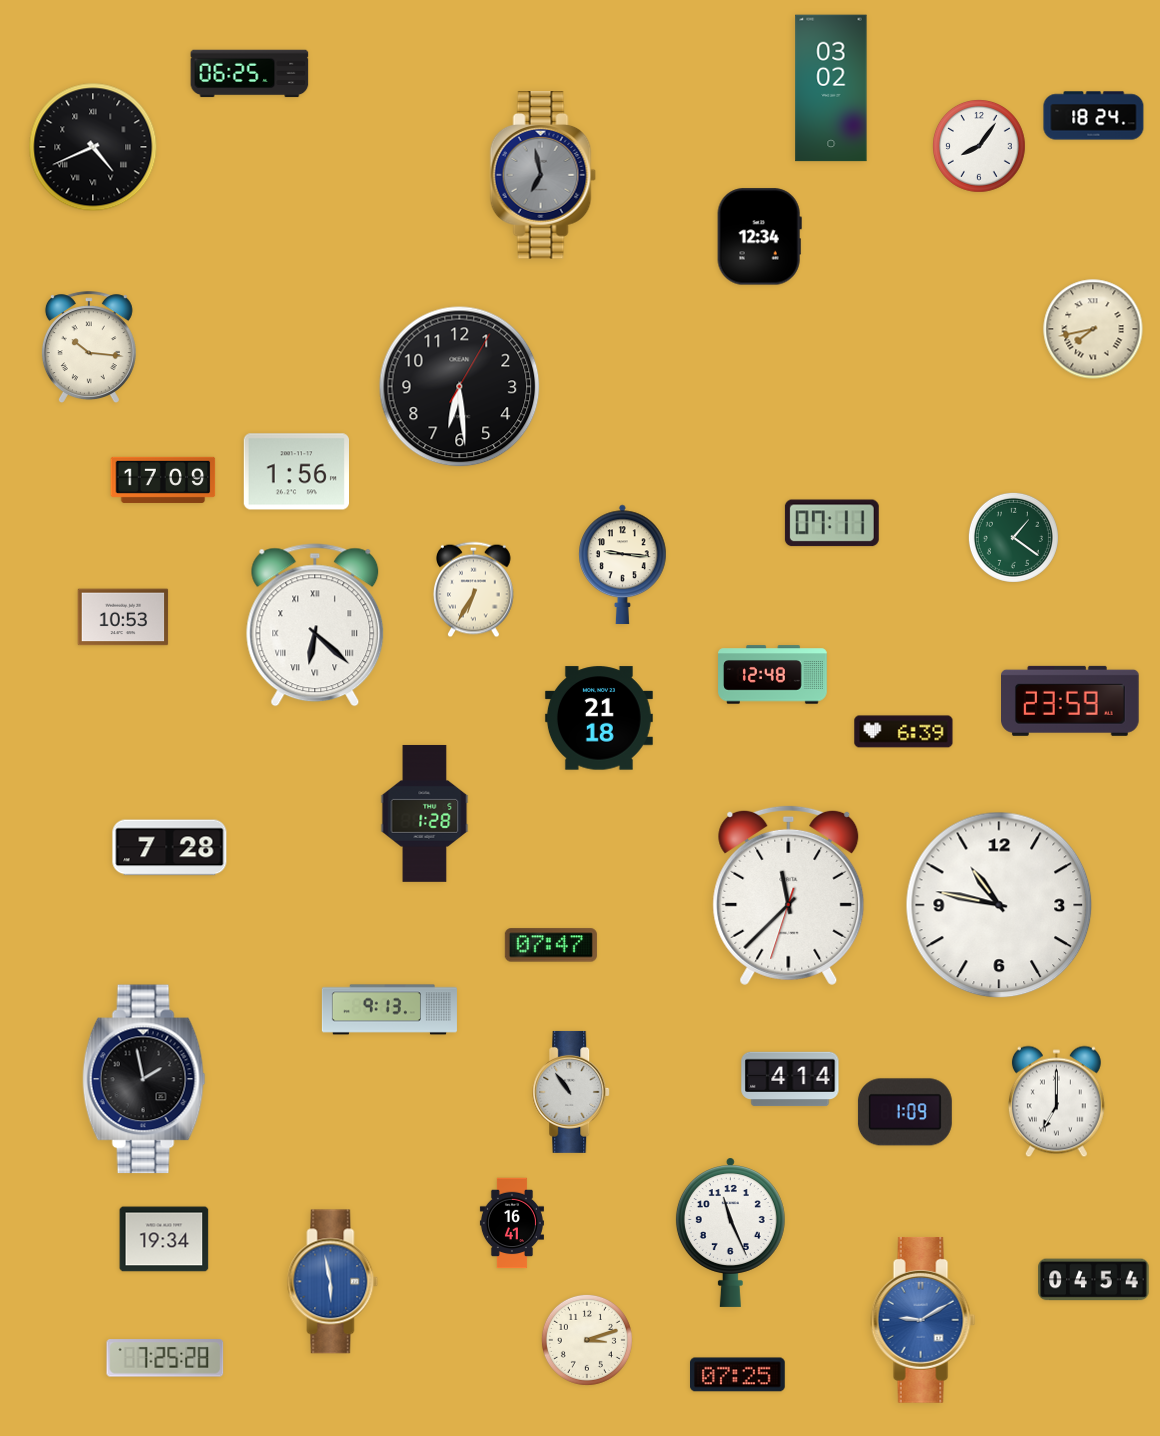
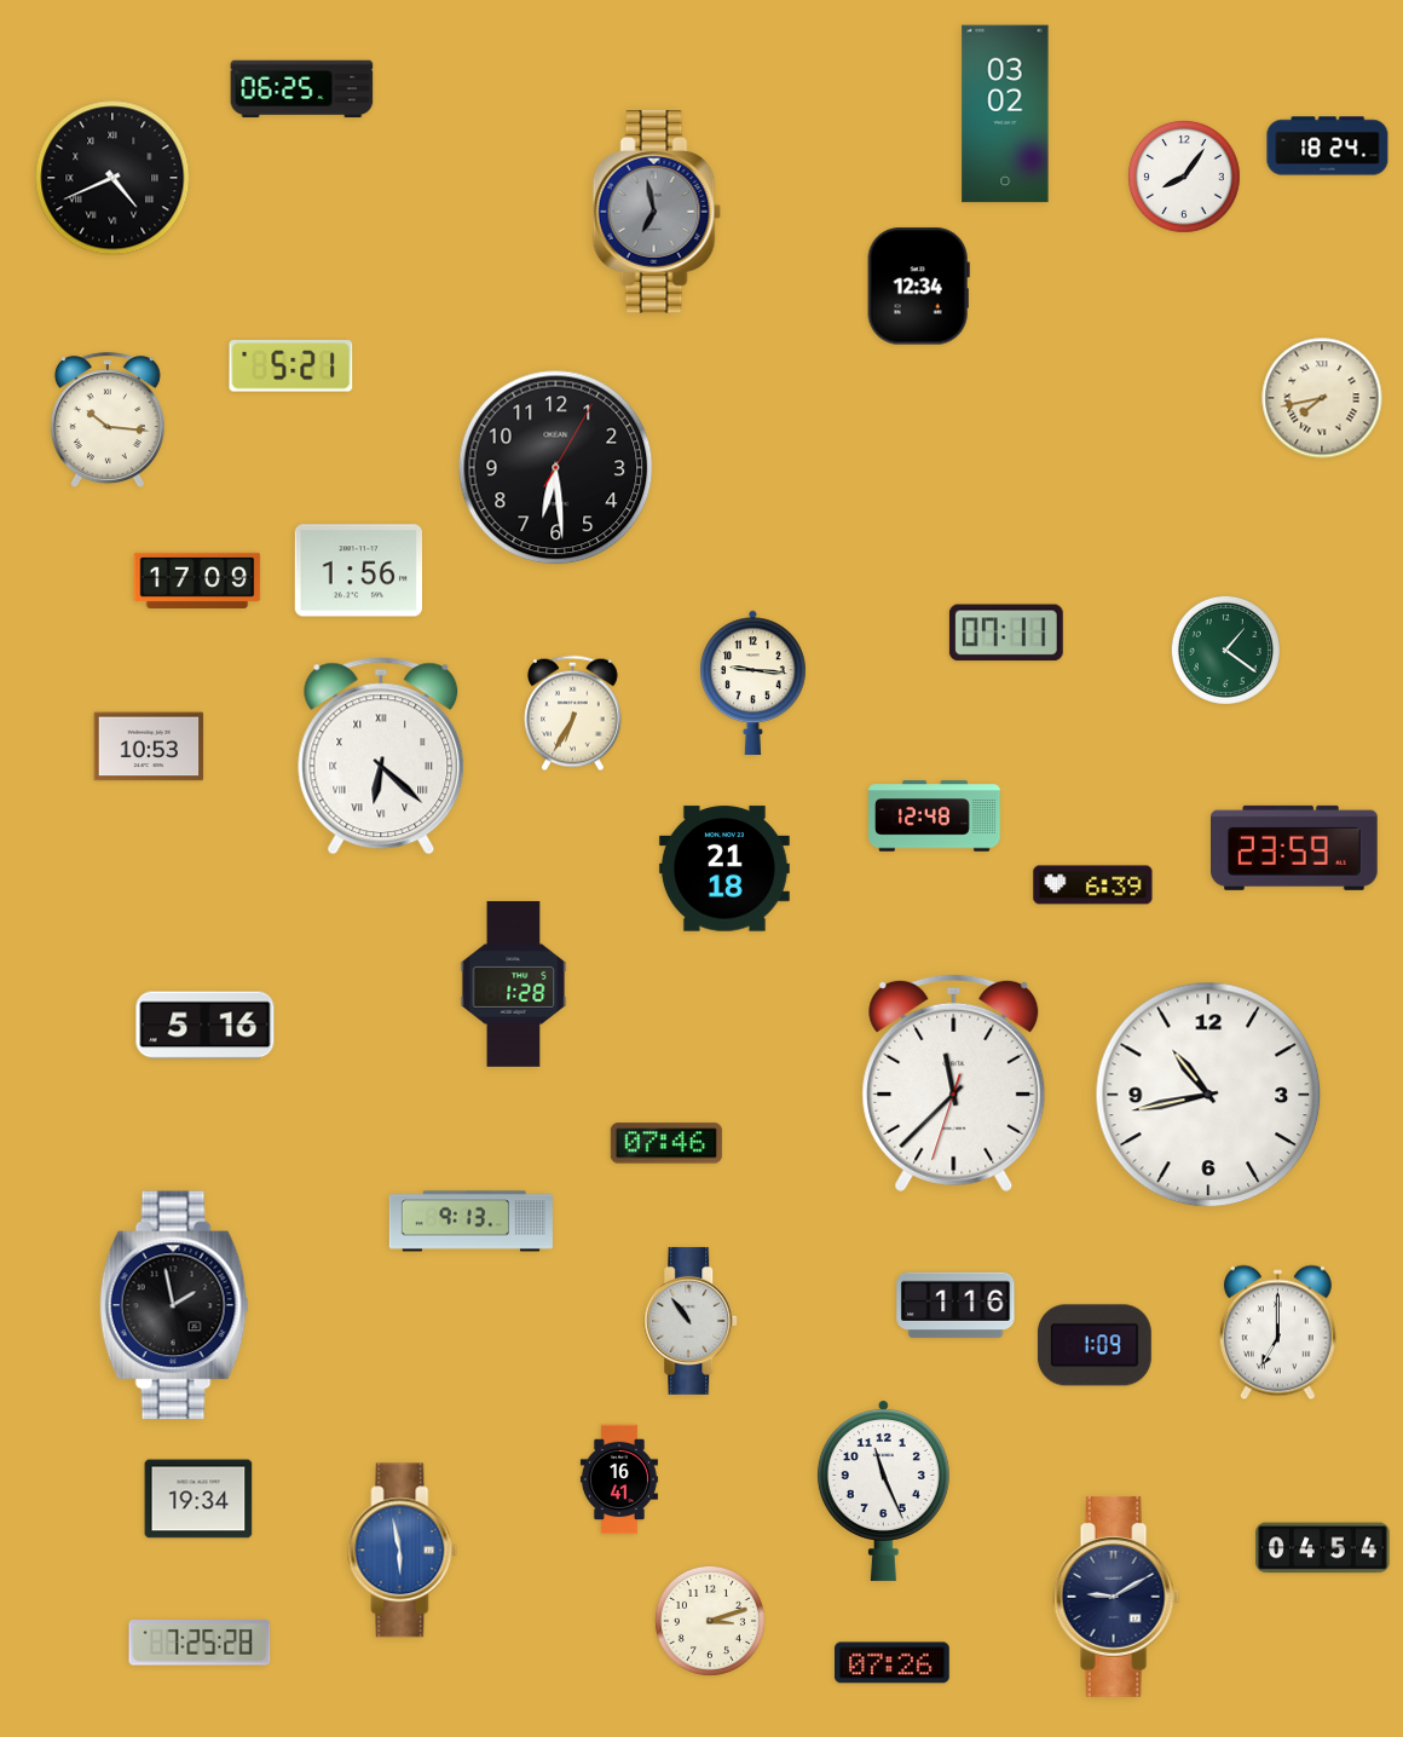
clock at (831, 88) position: (831, 88) -> (1005, 114)
clock at (1094, 116) position: (1094, 116) -> (1328, 146)
clock at (291, 367): none -> 5:21
clock at (170, 848): 7:28 -> 5:16
clock at (999, 905): 10:47 -> 10:43
clock at (551, 945): 07:47 -> 07:46
clock at (790, 1079): 4:14 -> 1:16
clock at (923, 1320) dial: blue -> navy
clock at (738, 1375): 07:25 -> 07:26
